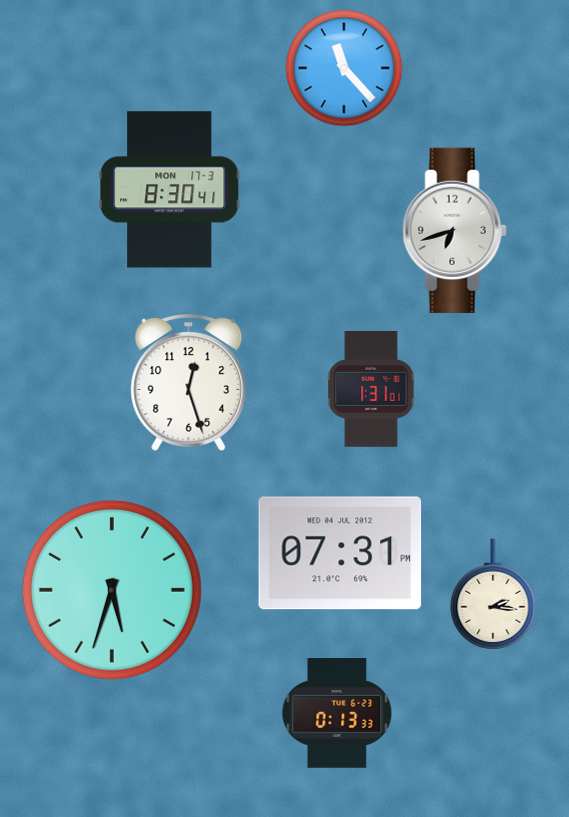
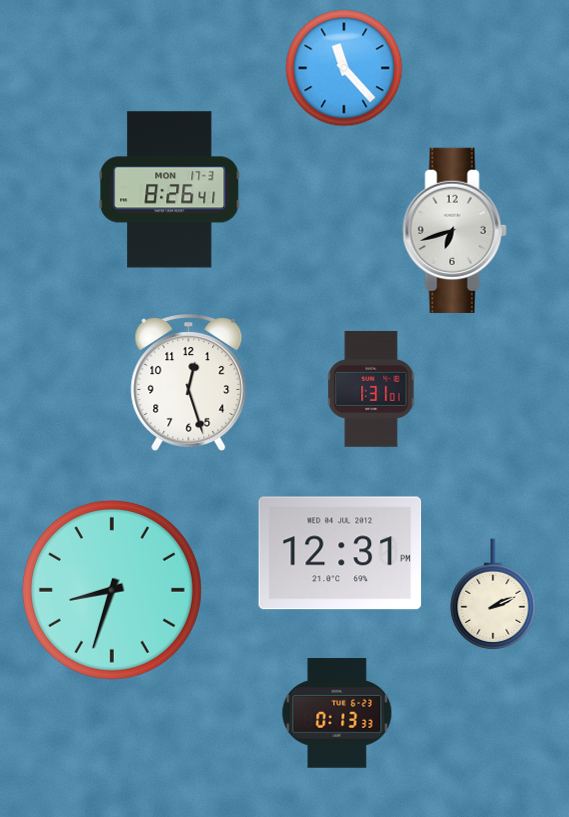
clock at (170, 190): 8:30 -> 8:26
clock at (340, 553): 07:31 -> 12:31
clock at (112, 590): 5:33 -> 8:33
clock at (493, 594): 2:16 -> 2:11
